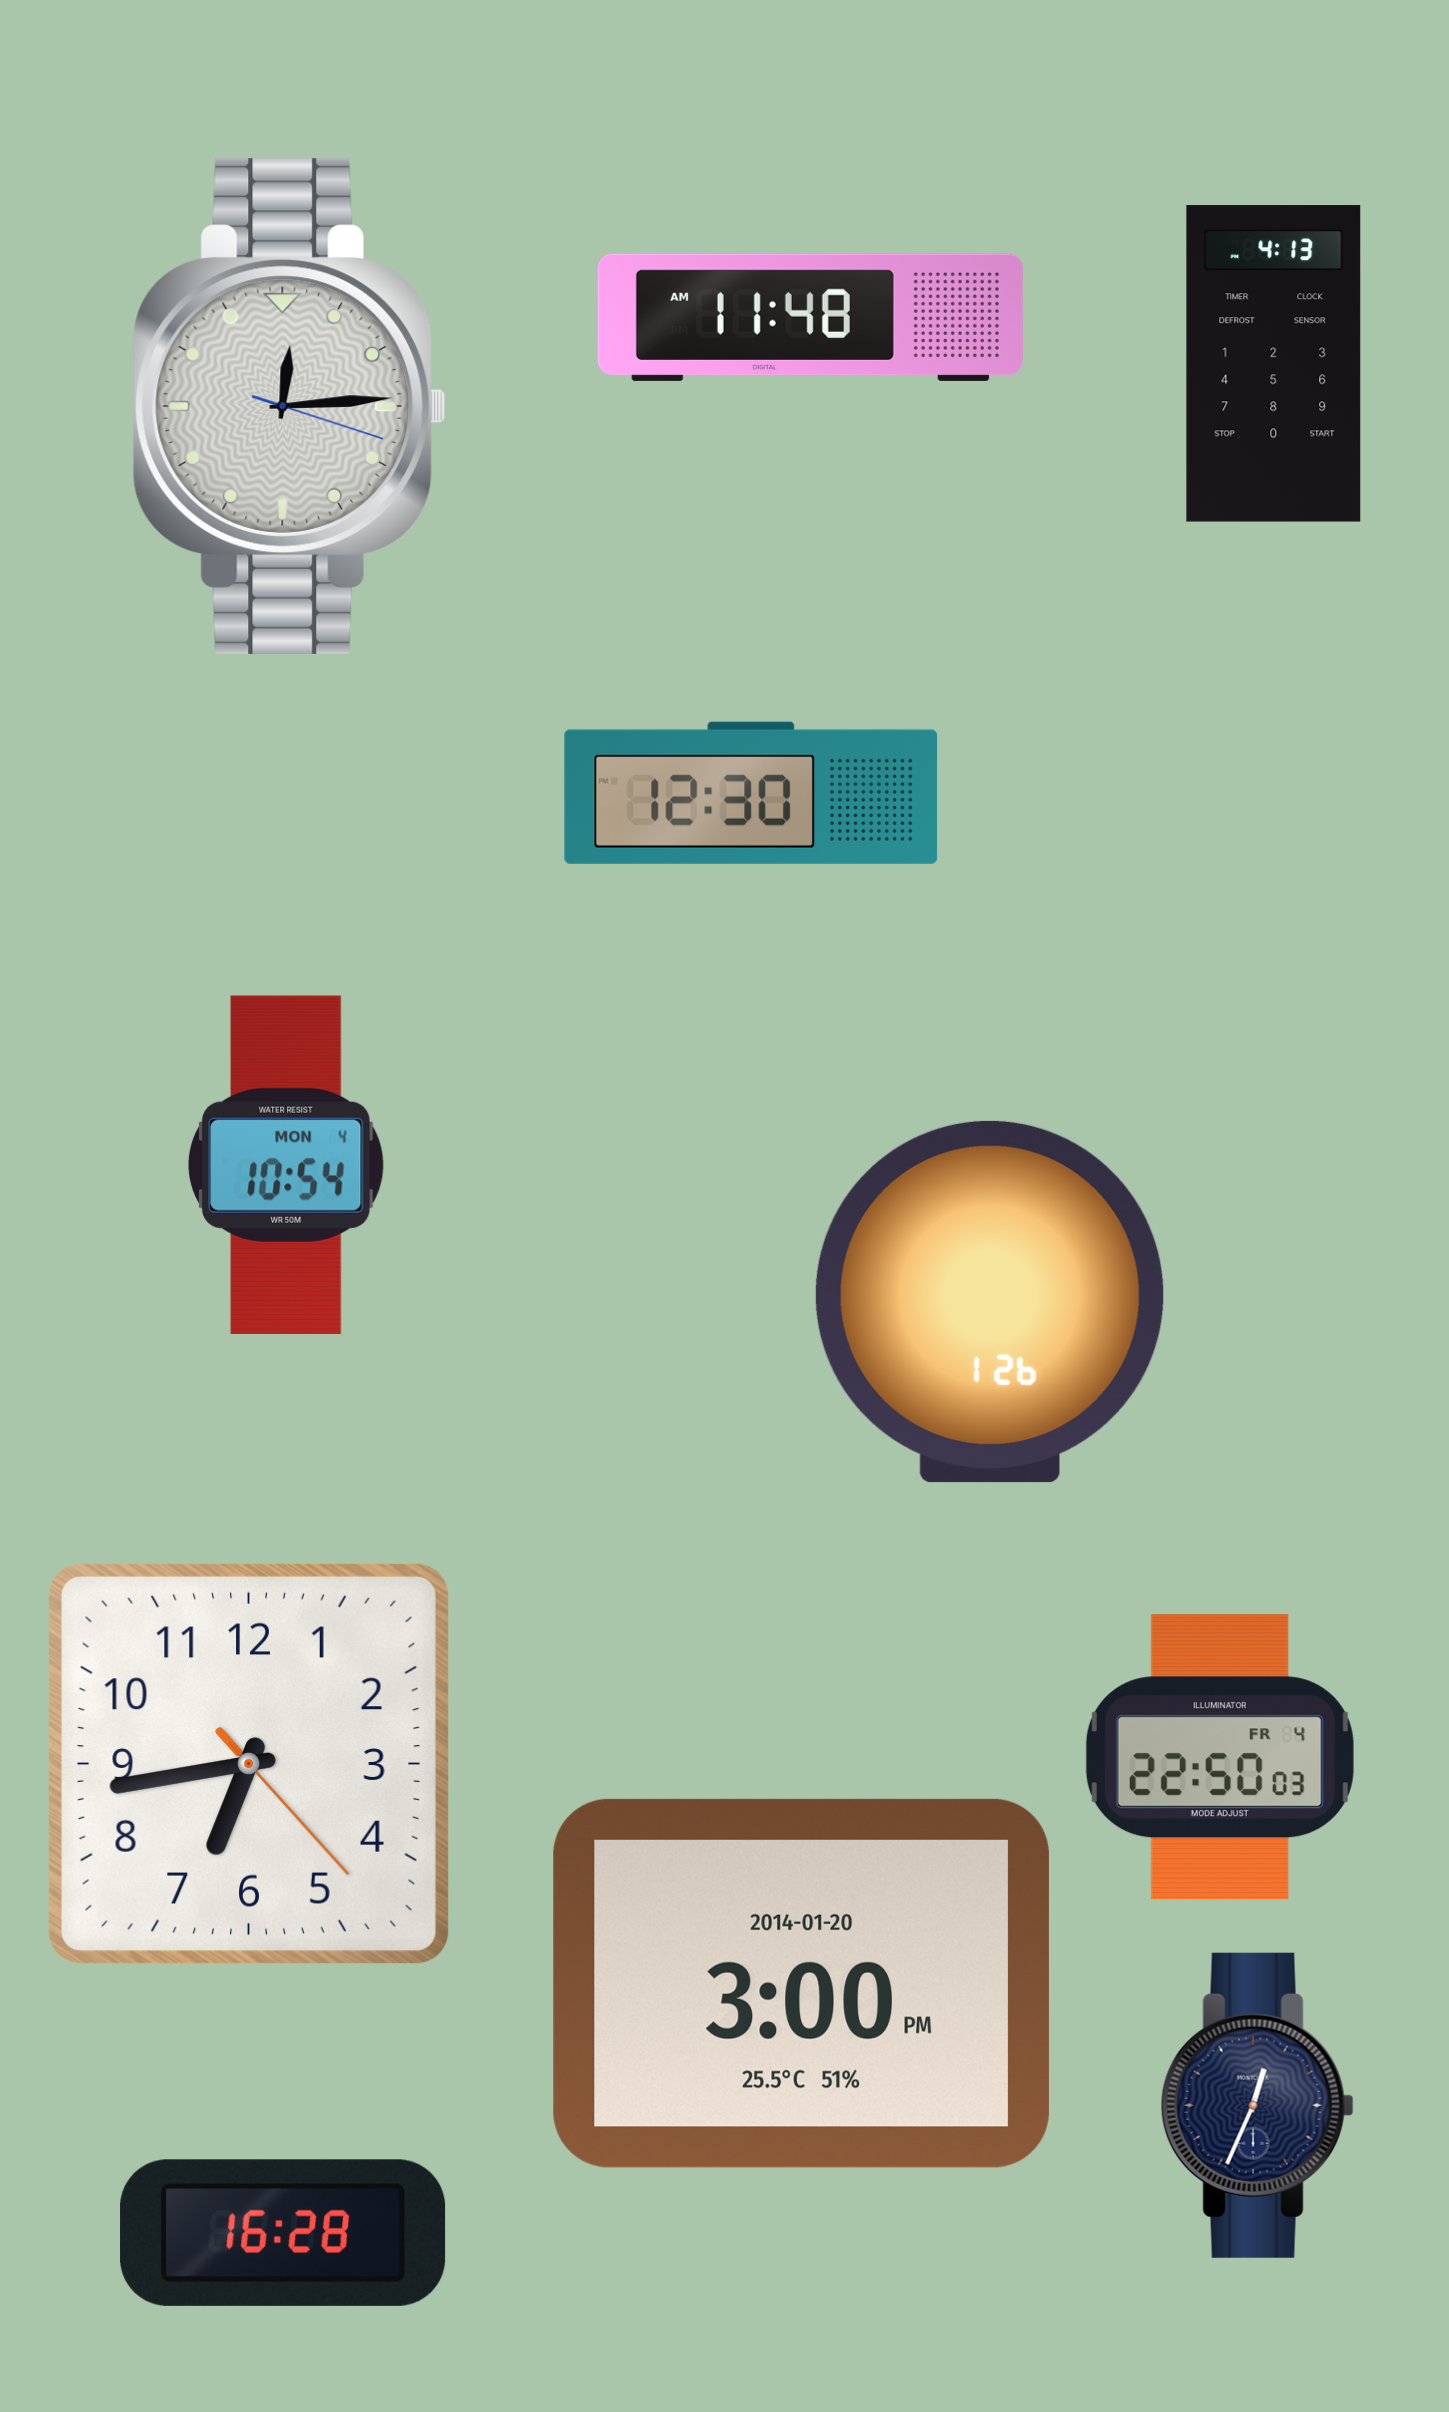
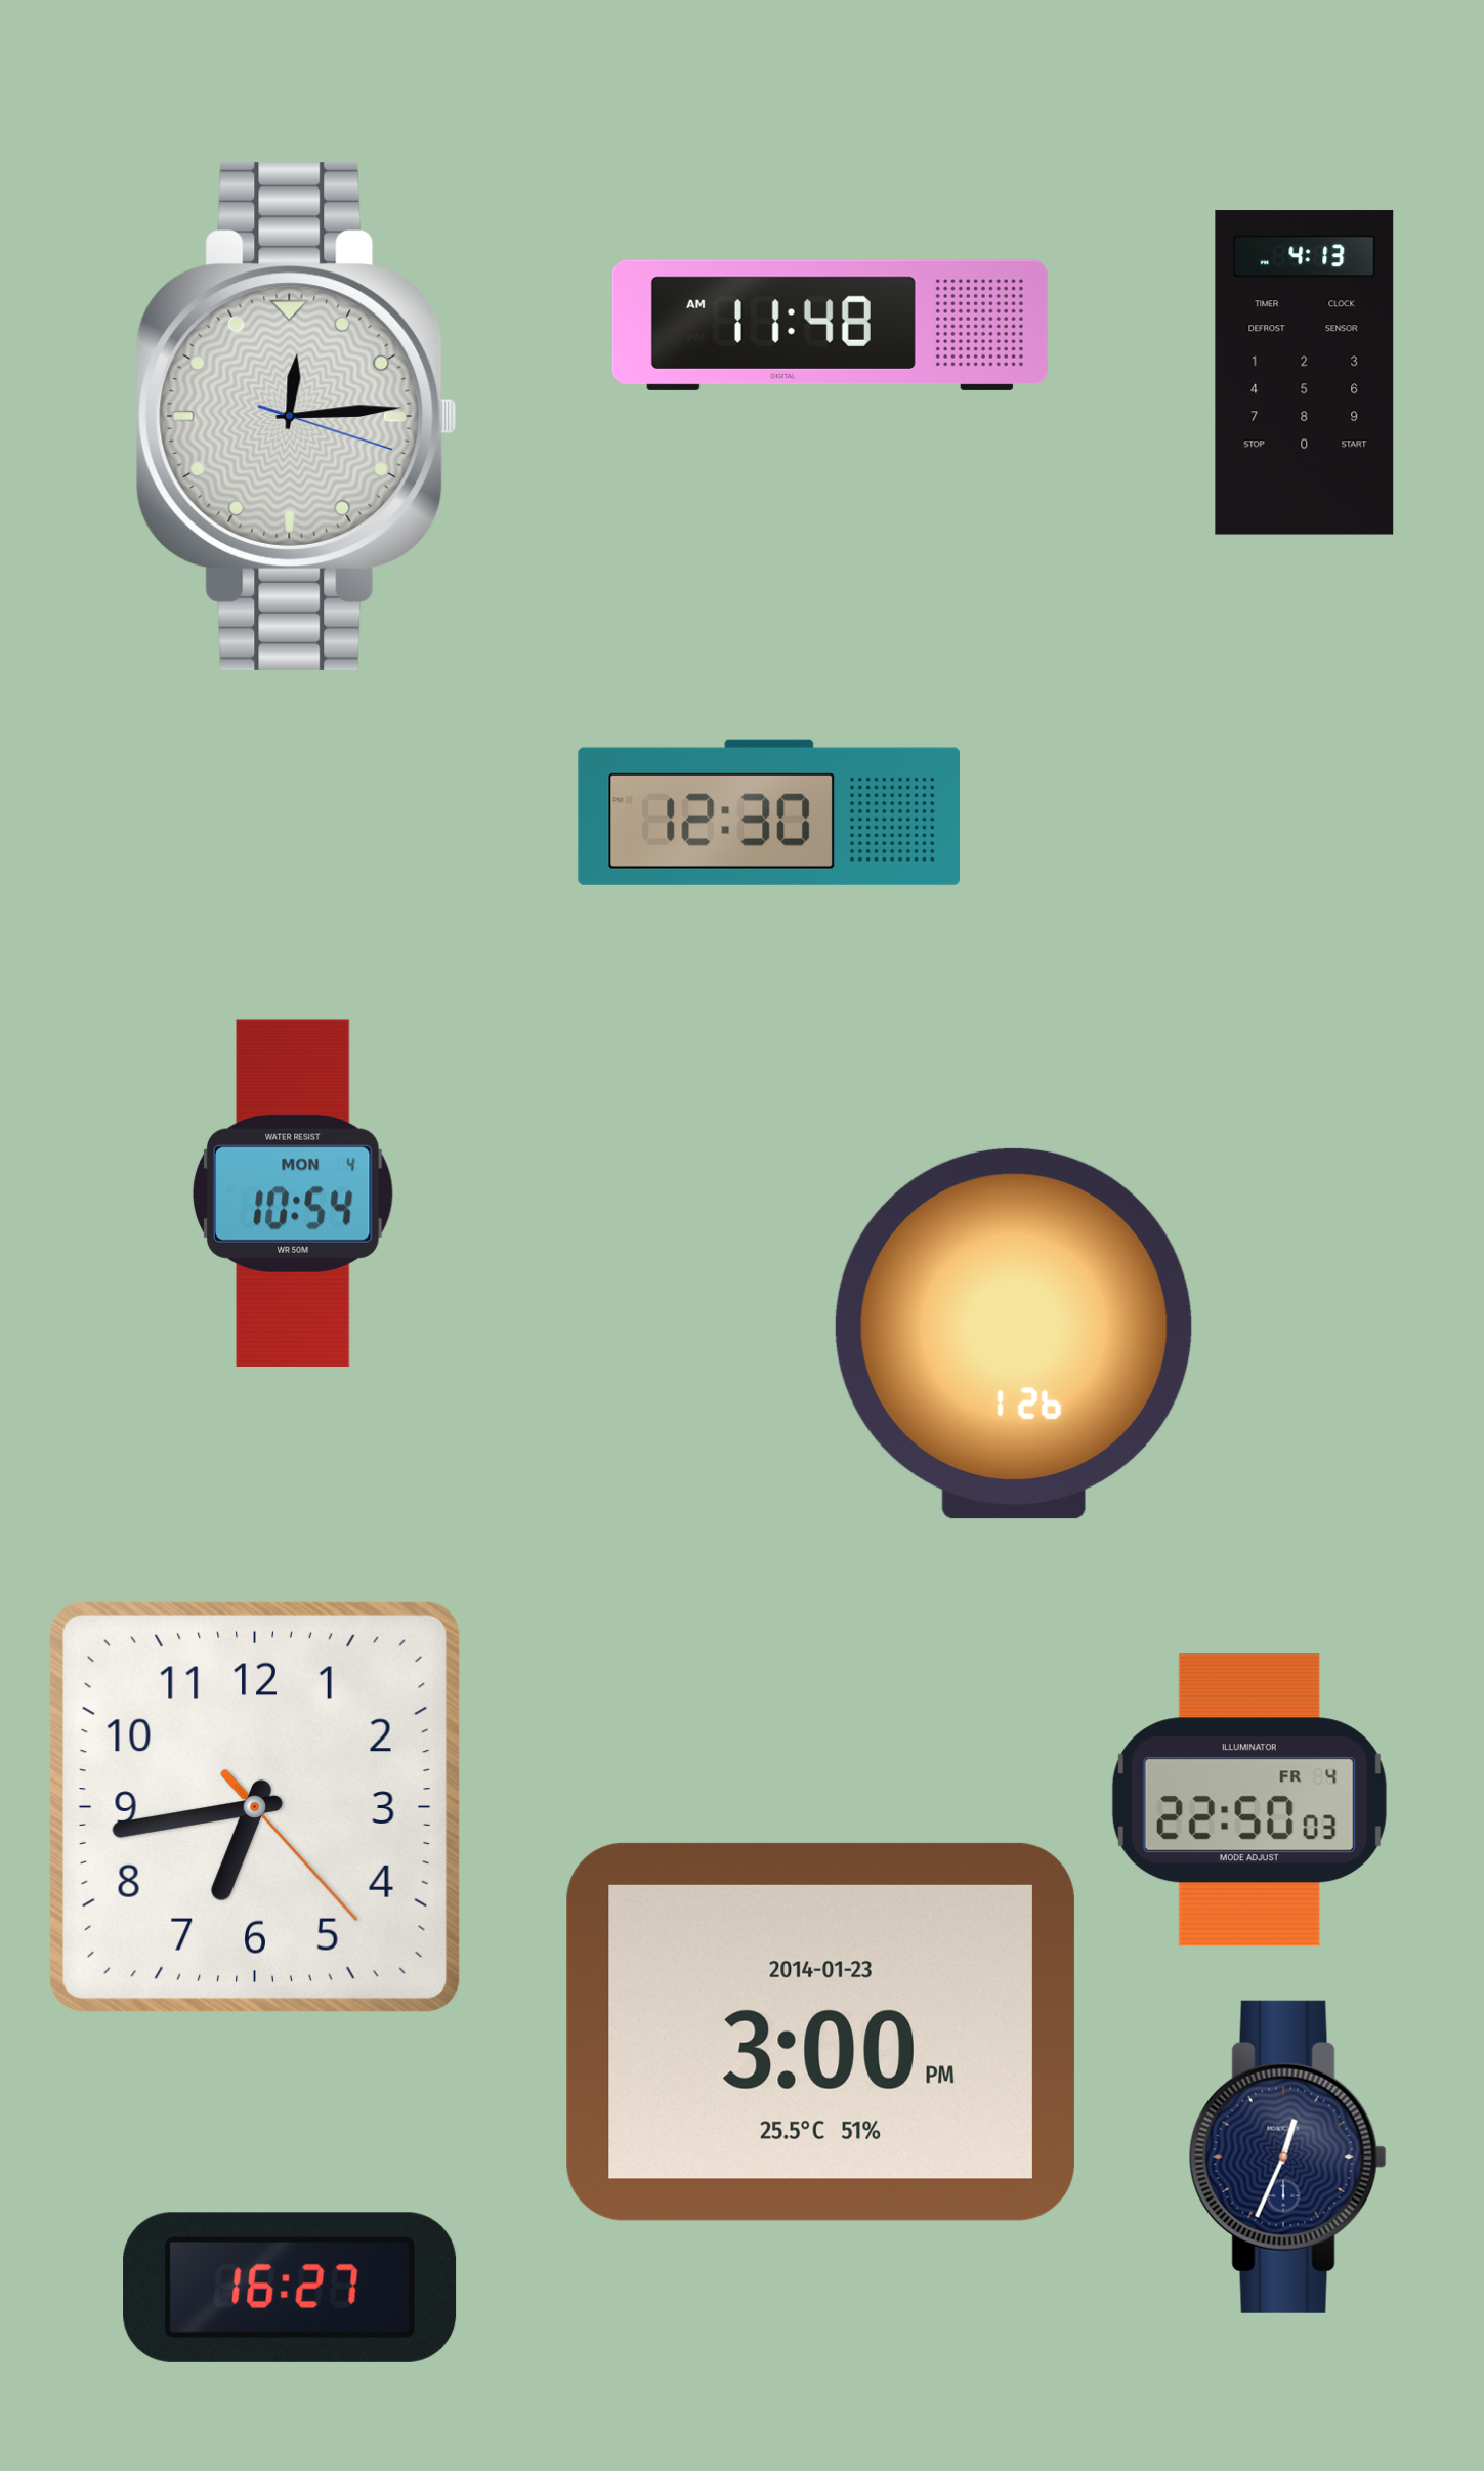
clock at (801, 1983) date: 2014-01-20 -> 2014-01-23
clock at (283, 2233): 16:28 -> 16:27
